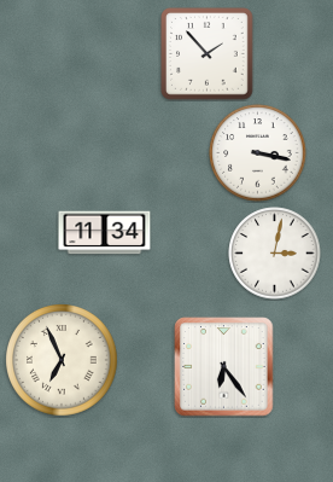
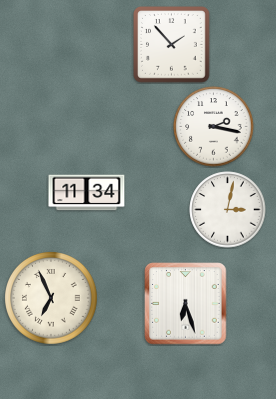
clock at (258, 153): 3:17 -> 2:17
clock at (224, 367): 6:24 -> 6:27
